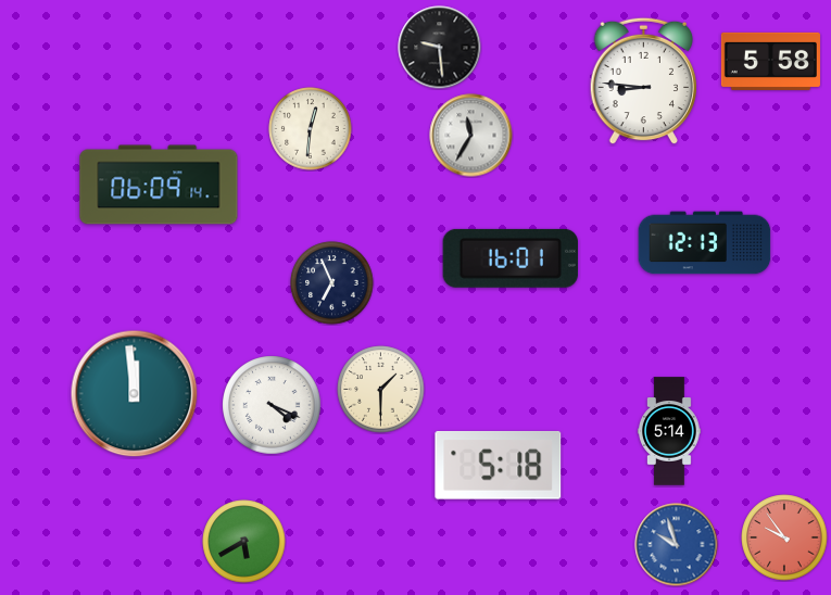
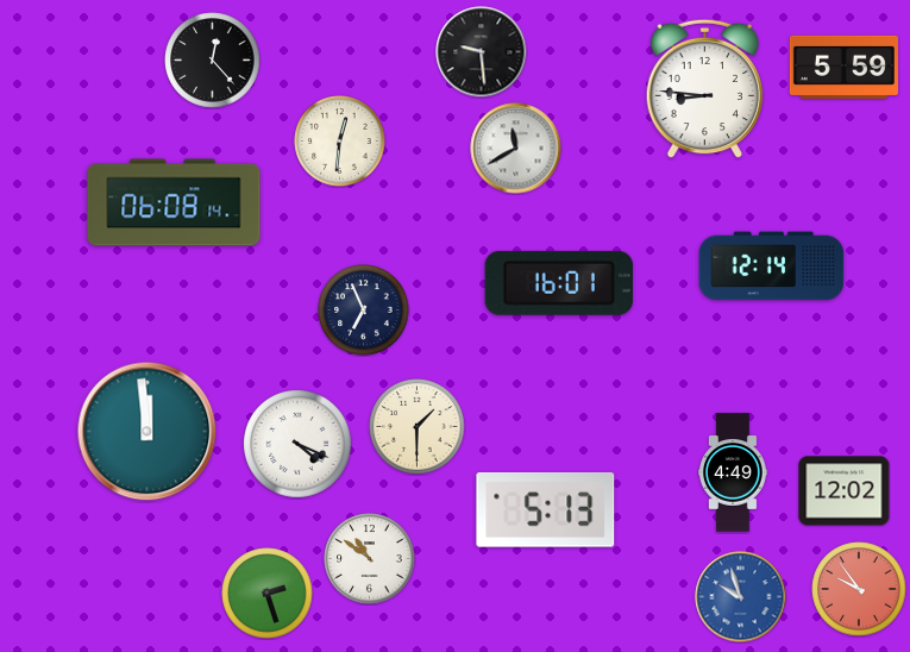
clock at (213, 61): none -> 12:23
clock at (770, 61): 5:58 -> 5:59
clock at (471, 136): 11:35 -> 11:40
clock at (159, 185): 06:09 -> 06:08
clock at (705, 243): 12:13 -> 12:14
clock at (670, 431): 5:14 -> 4:49
clock at (845, 491): none -> 12:02
clock at (499, 465): 5:18 -> 5:13
clock at (370, 559): none -> 10:51
clock at (244, 542): 5:40 -> 2:27
